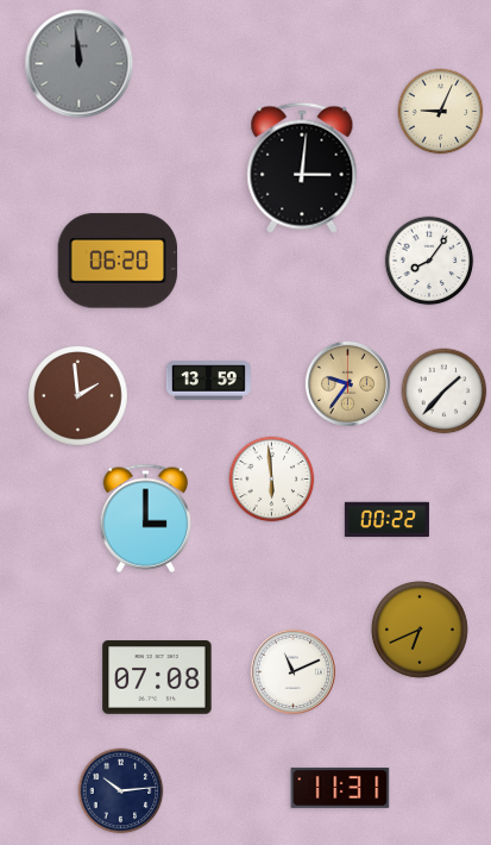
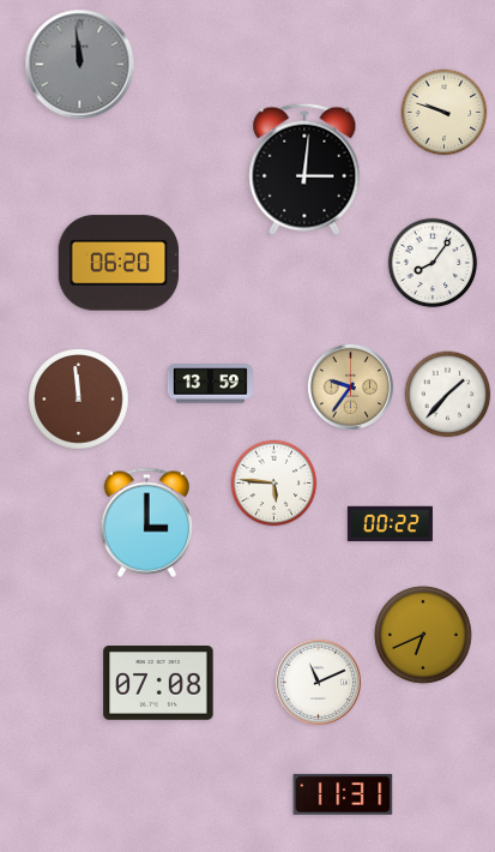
clock at (441, 112): 9:04 -> 9:48
clock at (78, 396): 1:59 -> 11:59
clock at (272, 480): 5:59 -> 5:46
clock at (292, 671) position: (292, 671) -> (318, 682)
clock at (121, 791): 10:14 -> none
